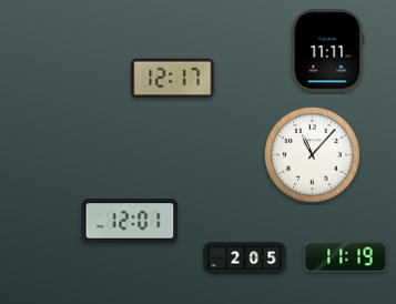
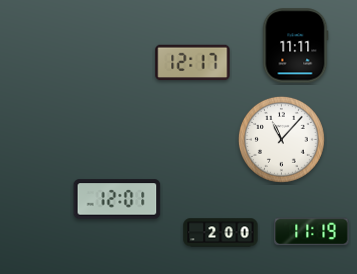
clock at (173, 79) position: (173, 79) -> (193, 63)
clock at (245, 259): 2:05 -> 2:00
